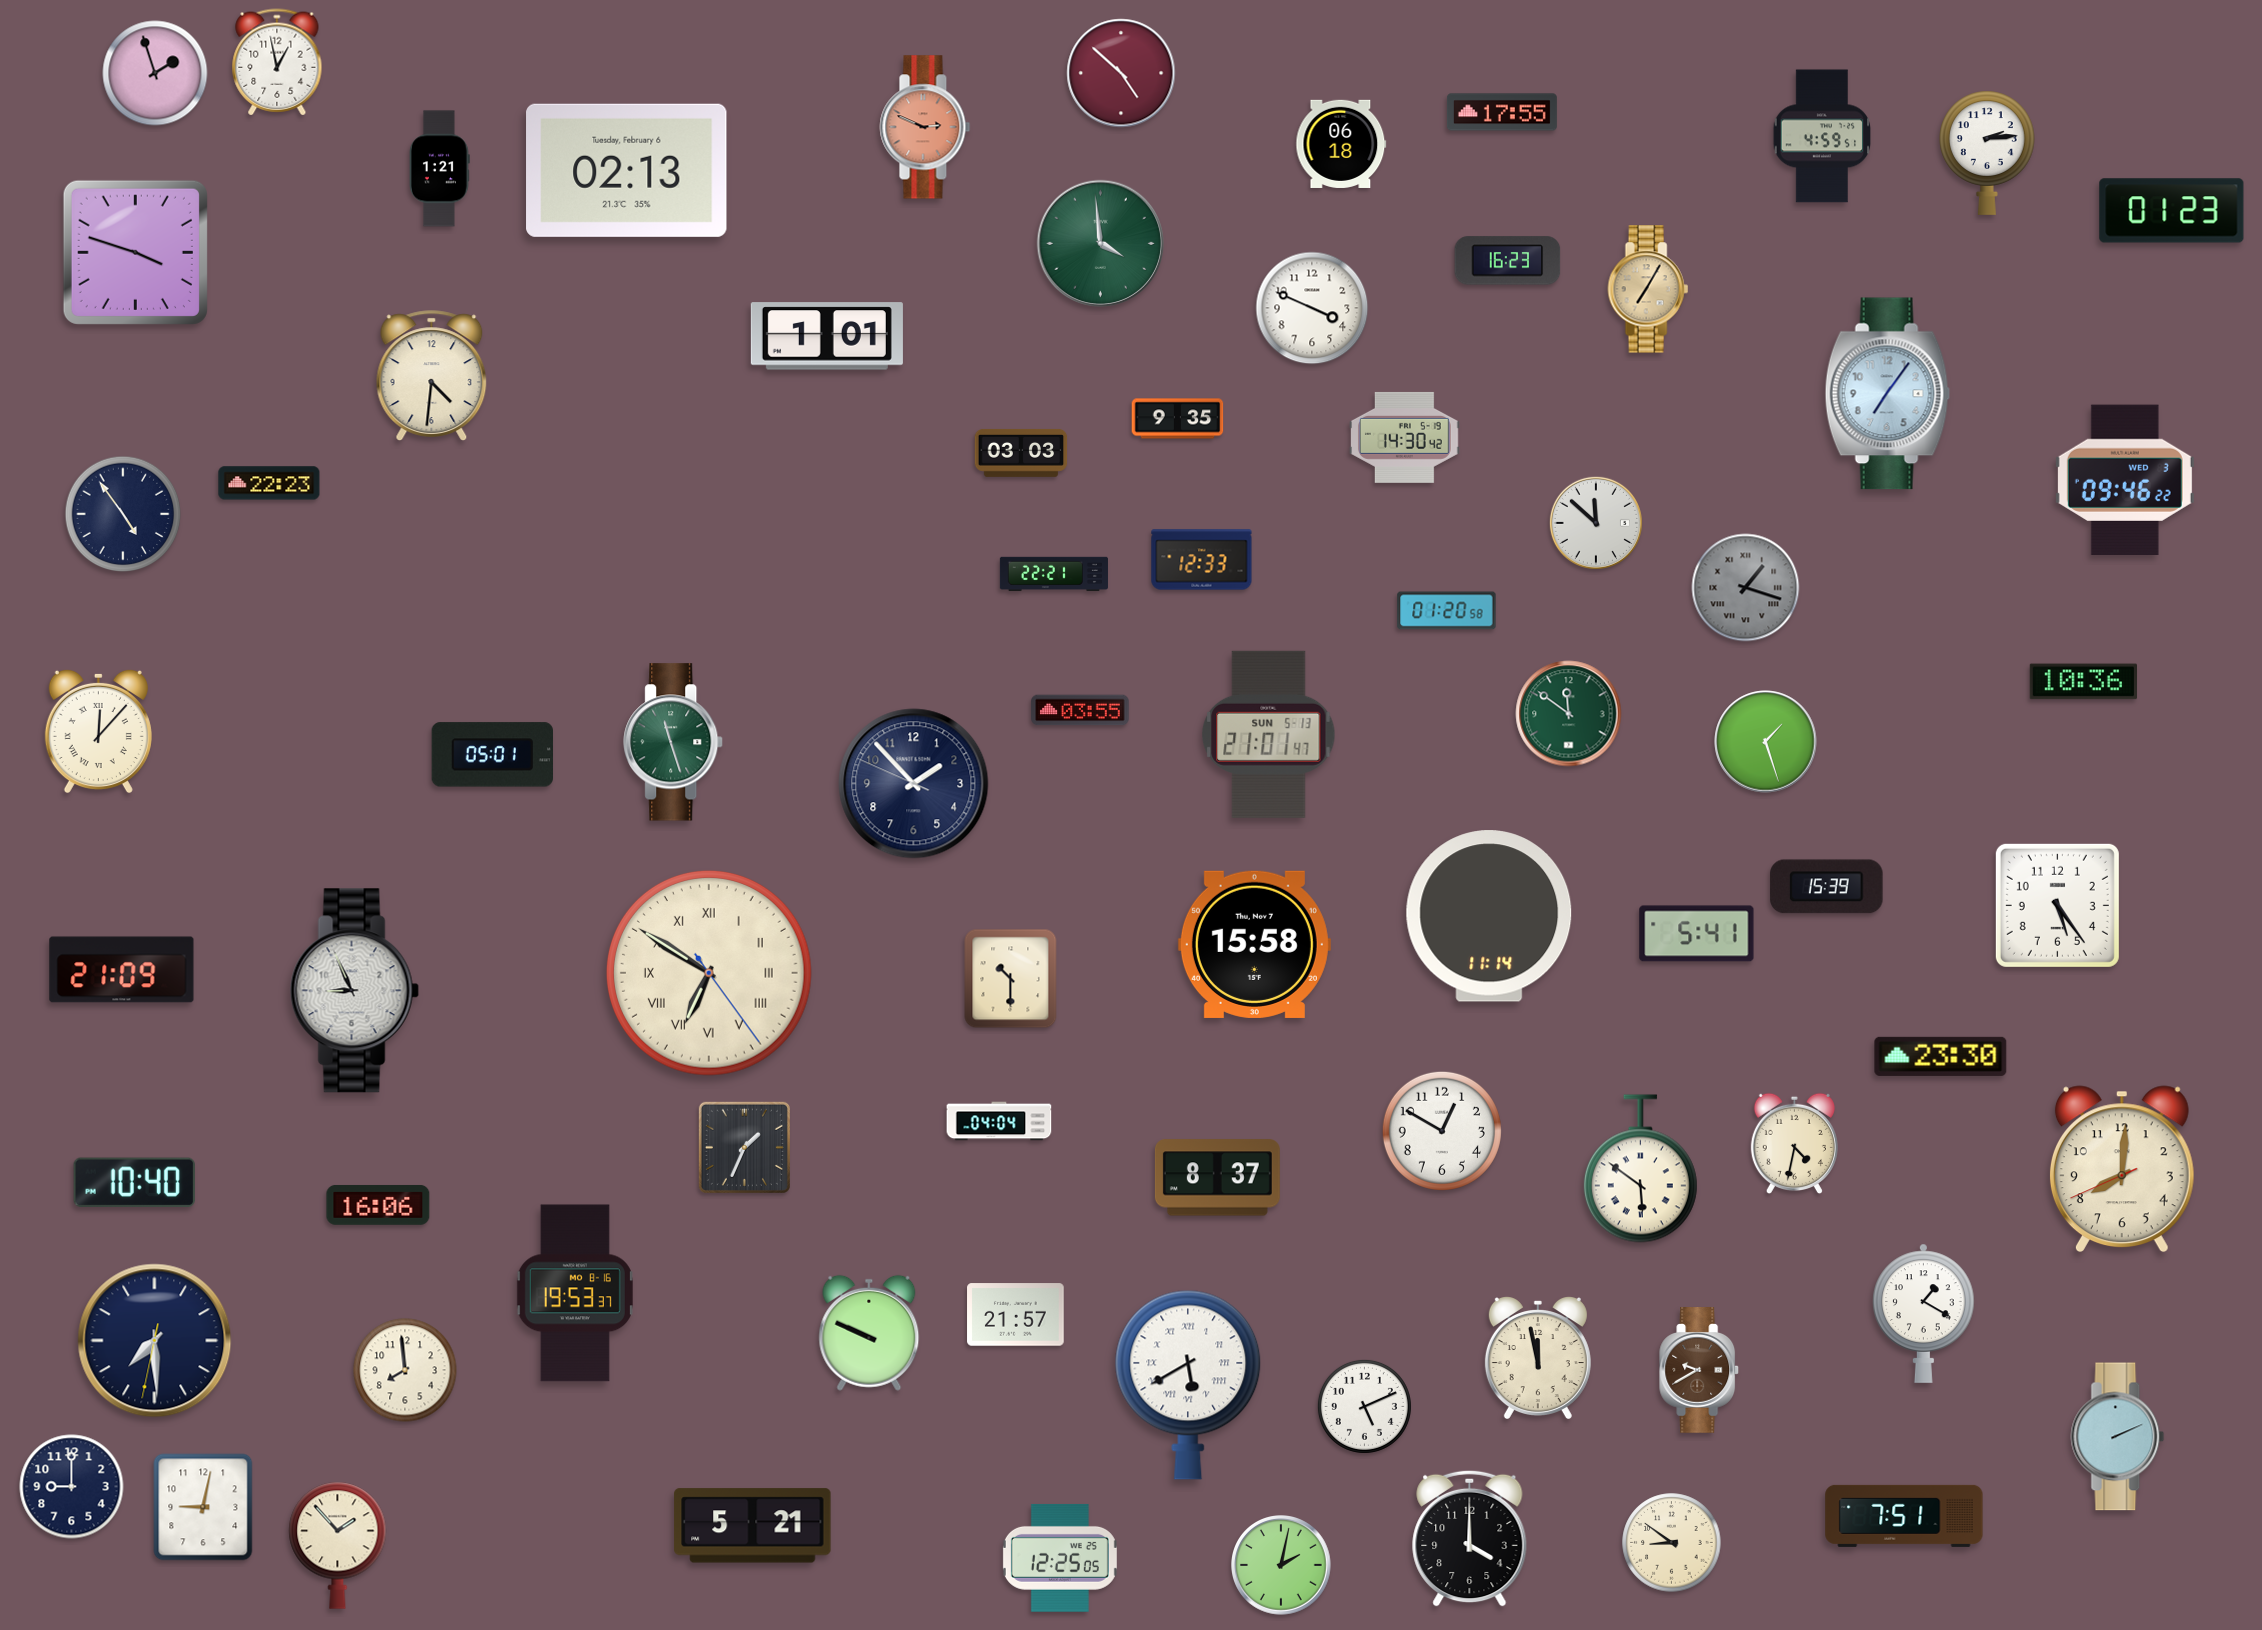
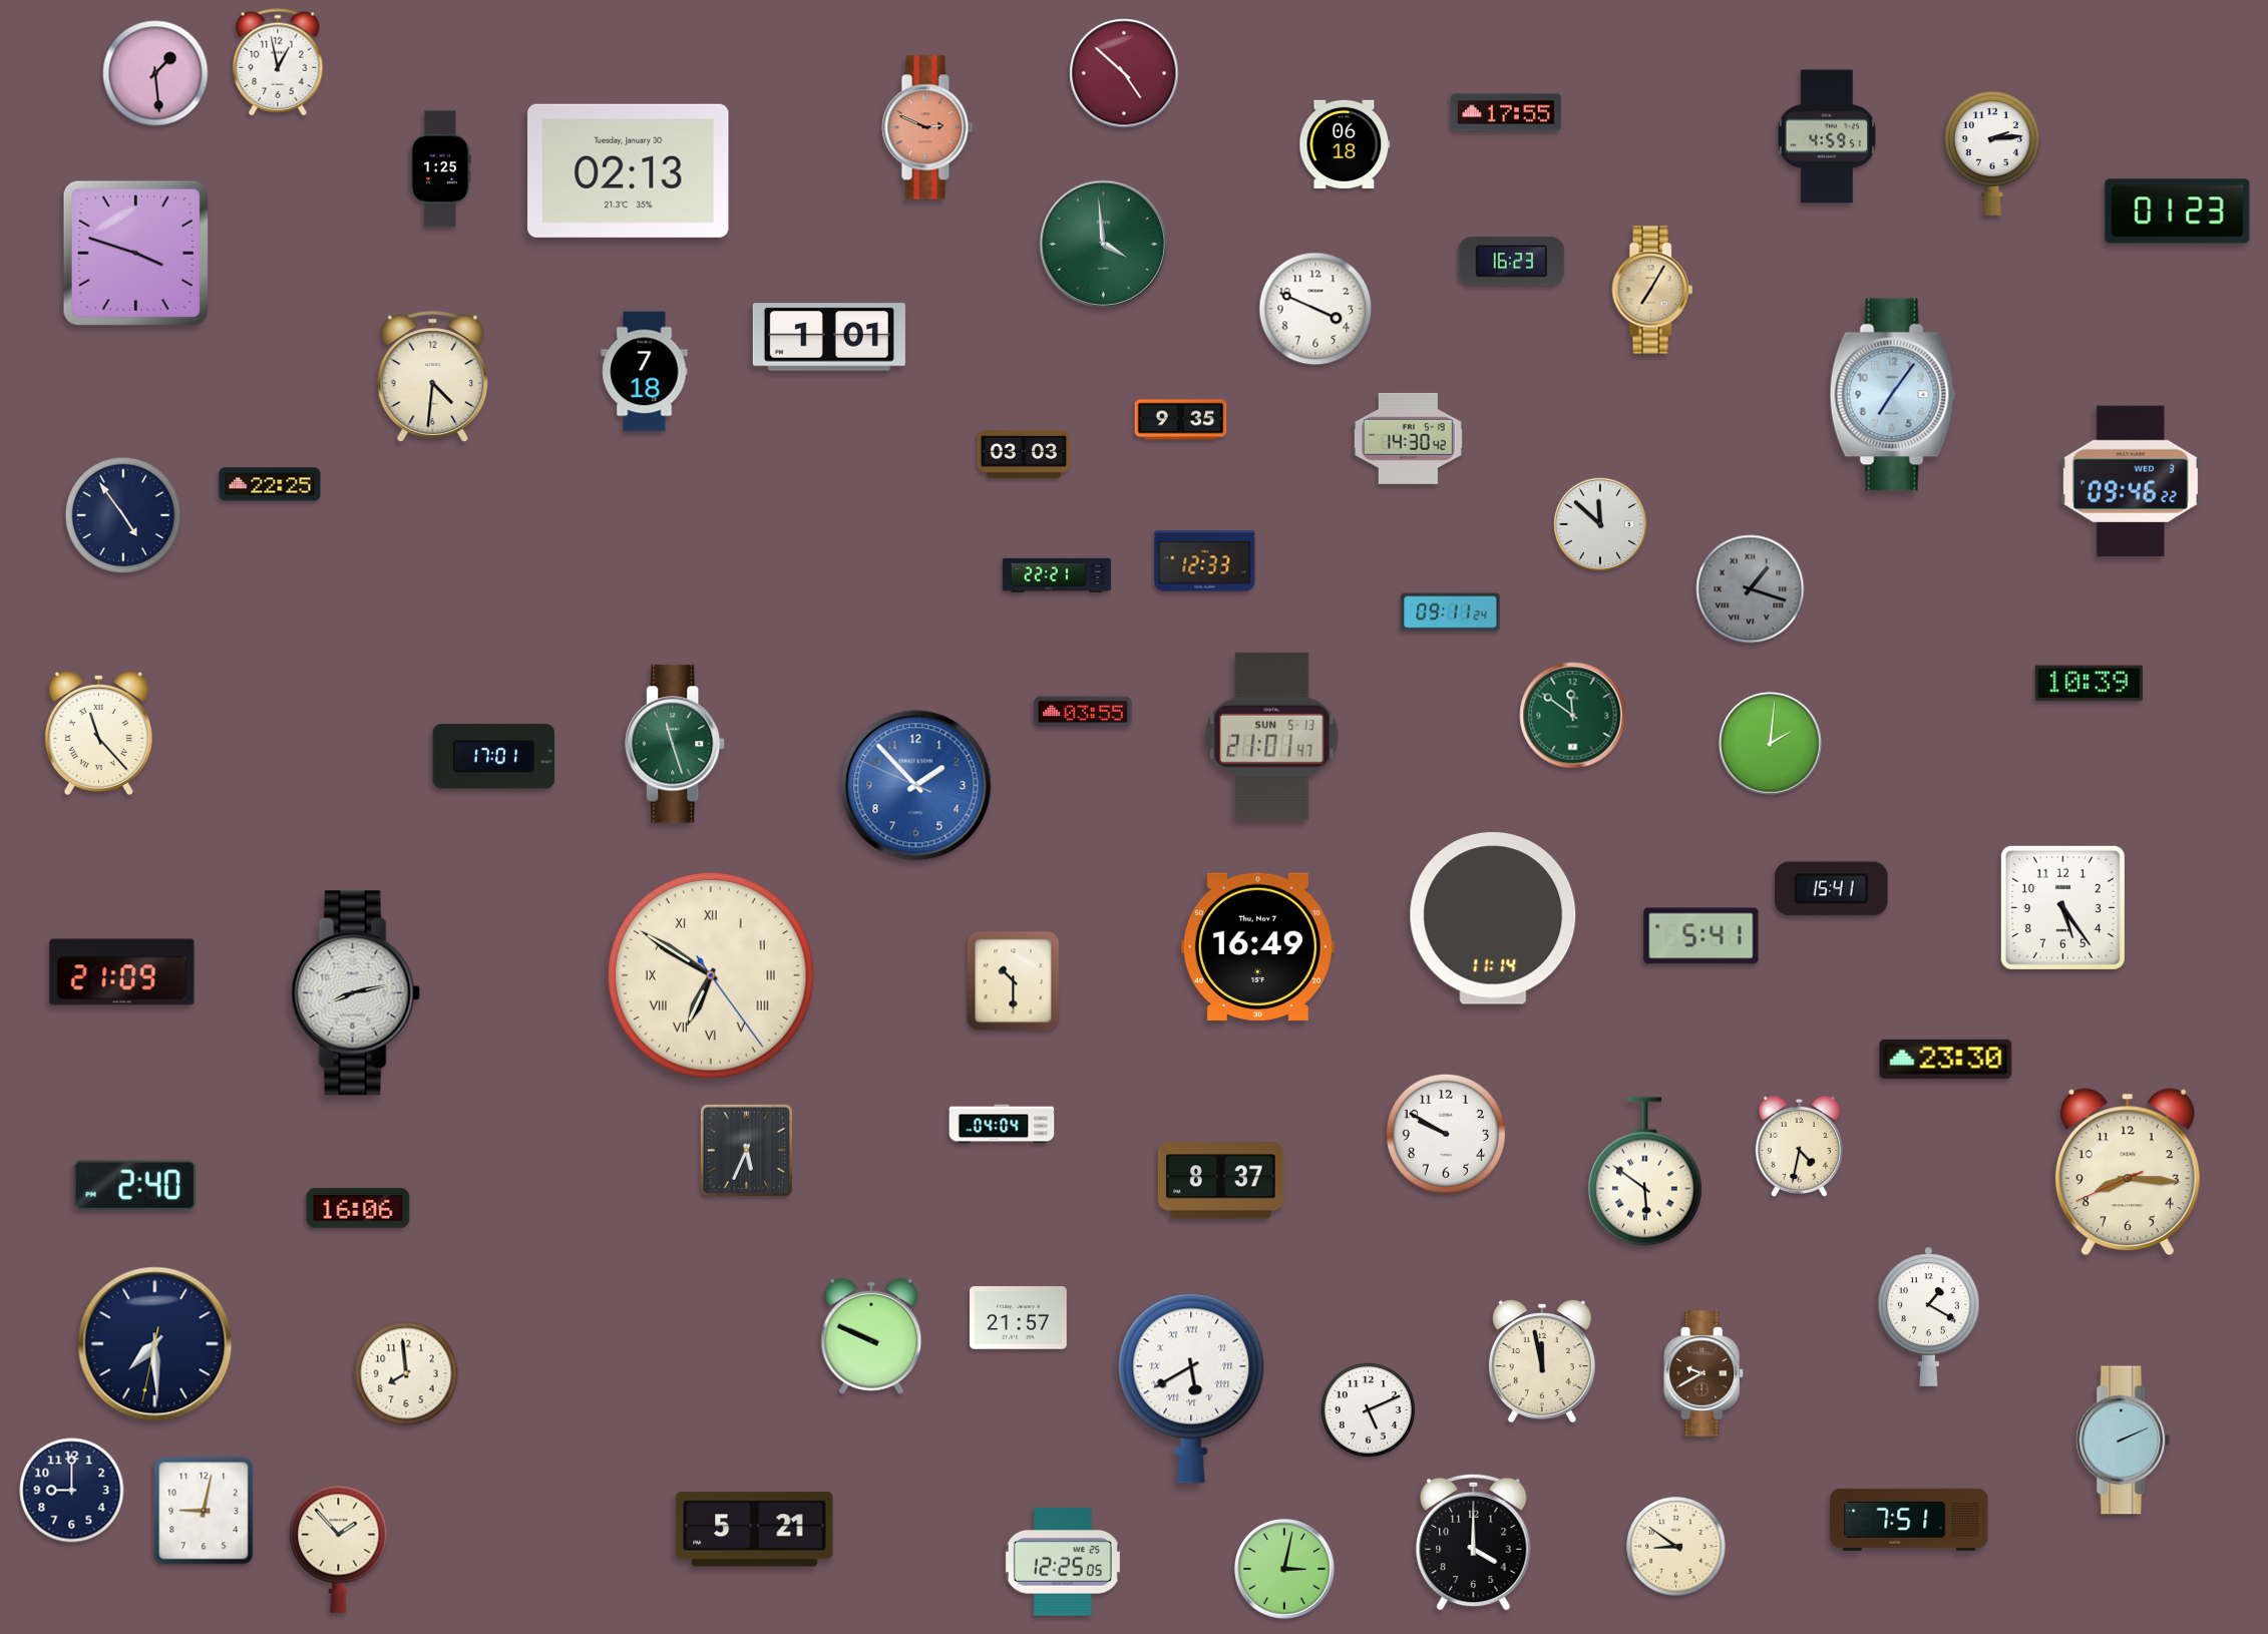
clock at (155, 73): 1:57 -> 1:29
clock at (440, 169): 1:21 -> 1:25
clock at (627, 170) date: Tuesday, February 6 -> Tuesday, January 30
clock at (645, 372): none -> 7:18
clock at (269, 483): 22:23 -> 22:25
clock at (1447, 611): 01:20 -> 09:11
clock at (2083, 682): 10:36 -> 10:39
clock at (98, 731): 12:07 -> 11:23
clock at (1766, 742): 1:27 -> 2:01
clock at (492, 755): 05:01 -> 17:01
clock at (914, 784) dial: navy -> blue
clock at (1827, 887): 15:39 -> 15:41
clock at (1254, 944): 15:58 -> 16:49
clock at (354, 991): 8:56 -> 8:13
clock at (1442, 1131): 12:50 -> 9:50
clock at (744, 1147): 1:34 -> 5:34
clock at (2122, 1169): 8:00 -> 8:15
clock at (134, 1182): 10:40 -> 2:40
clock at (378, 1205) position: (378, 1205) -> (358, 1208)
clock at (575, 1293): 19:53 -> none
clock at (1282, 1566): 2:02 -> 3:02
